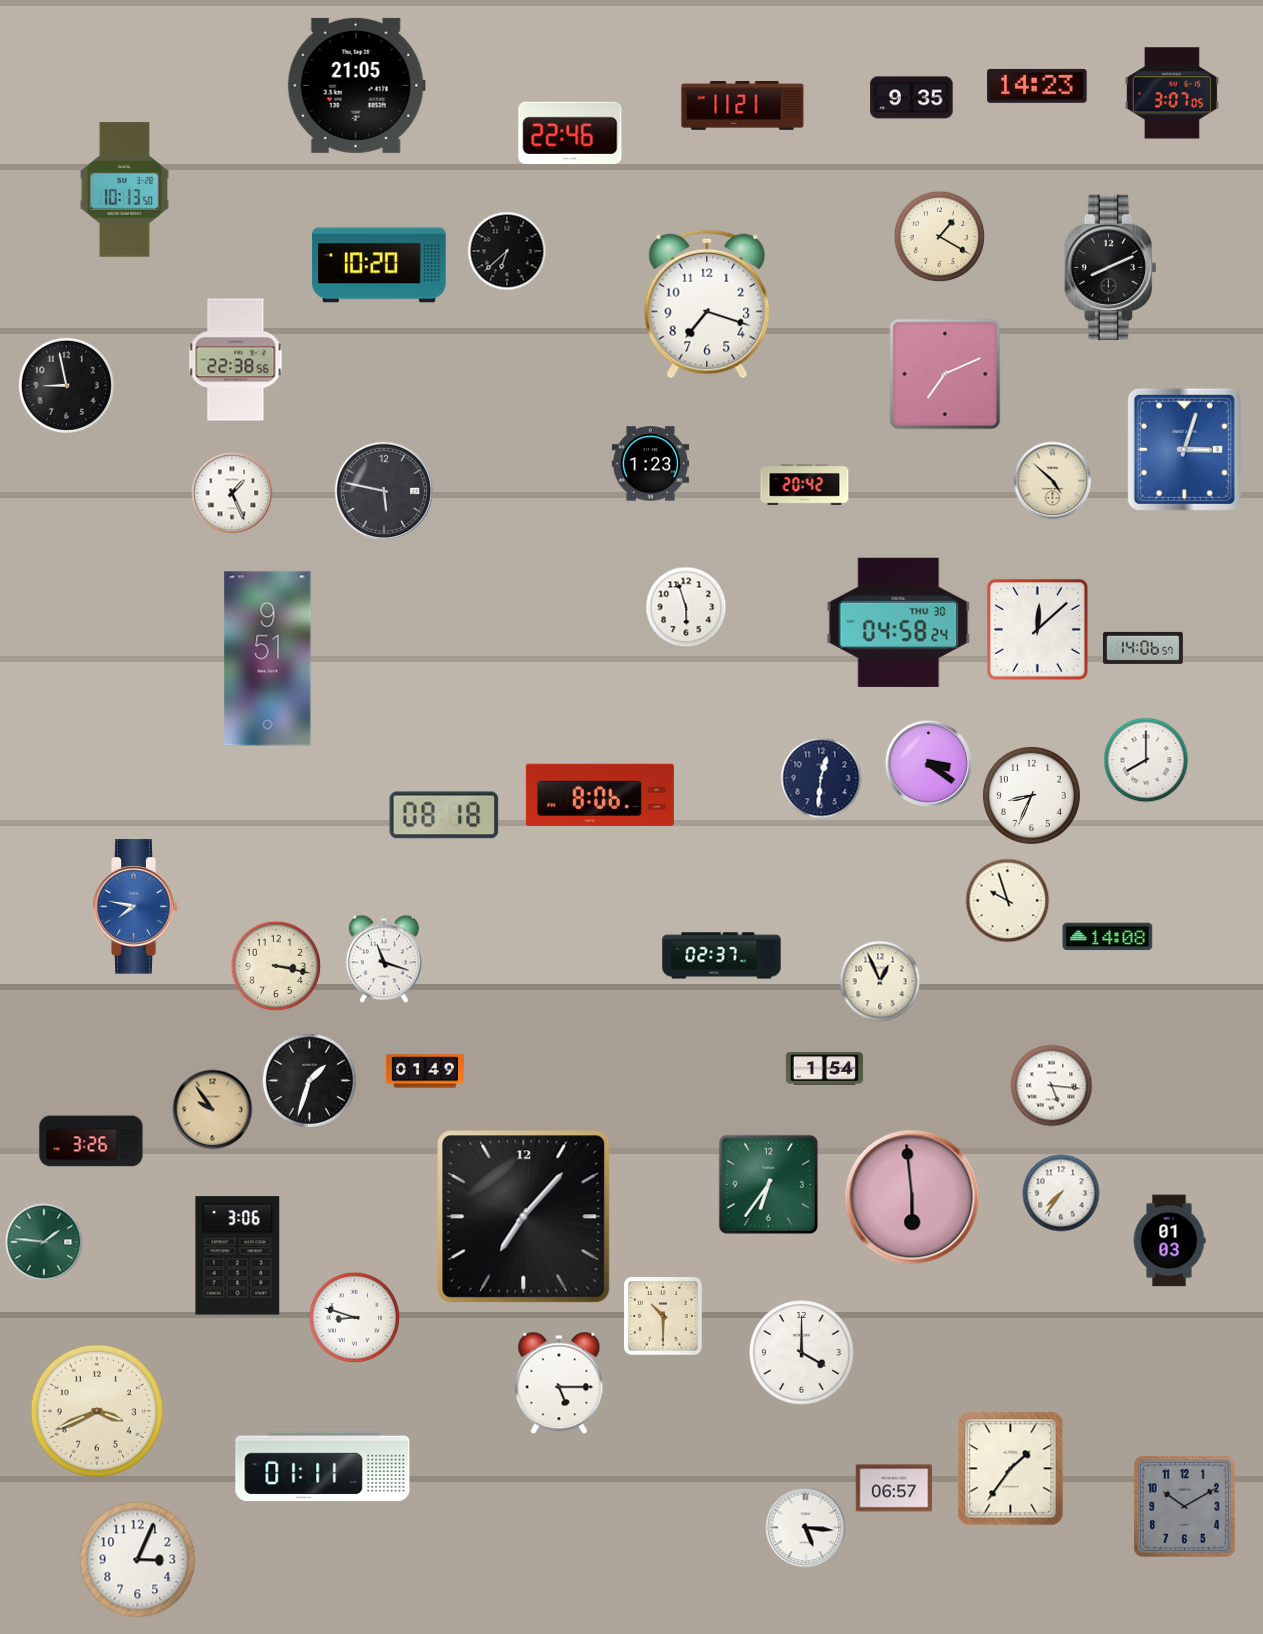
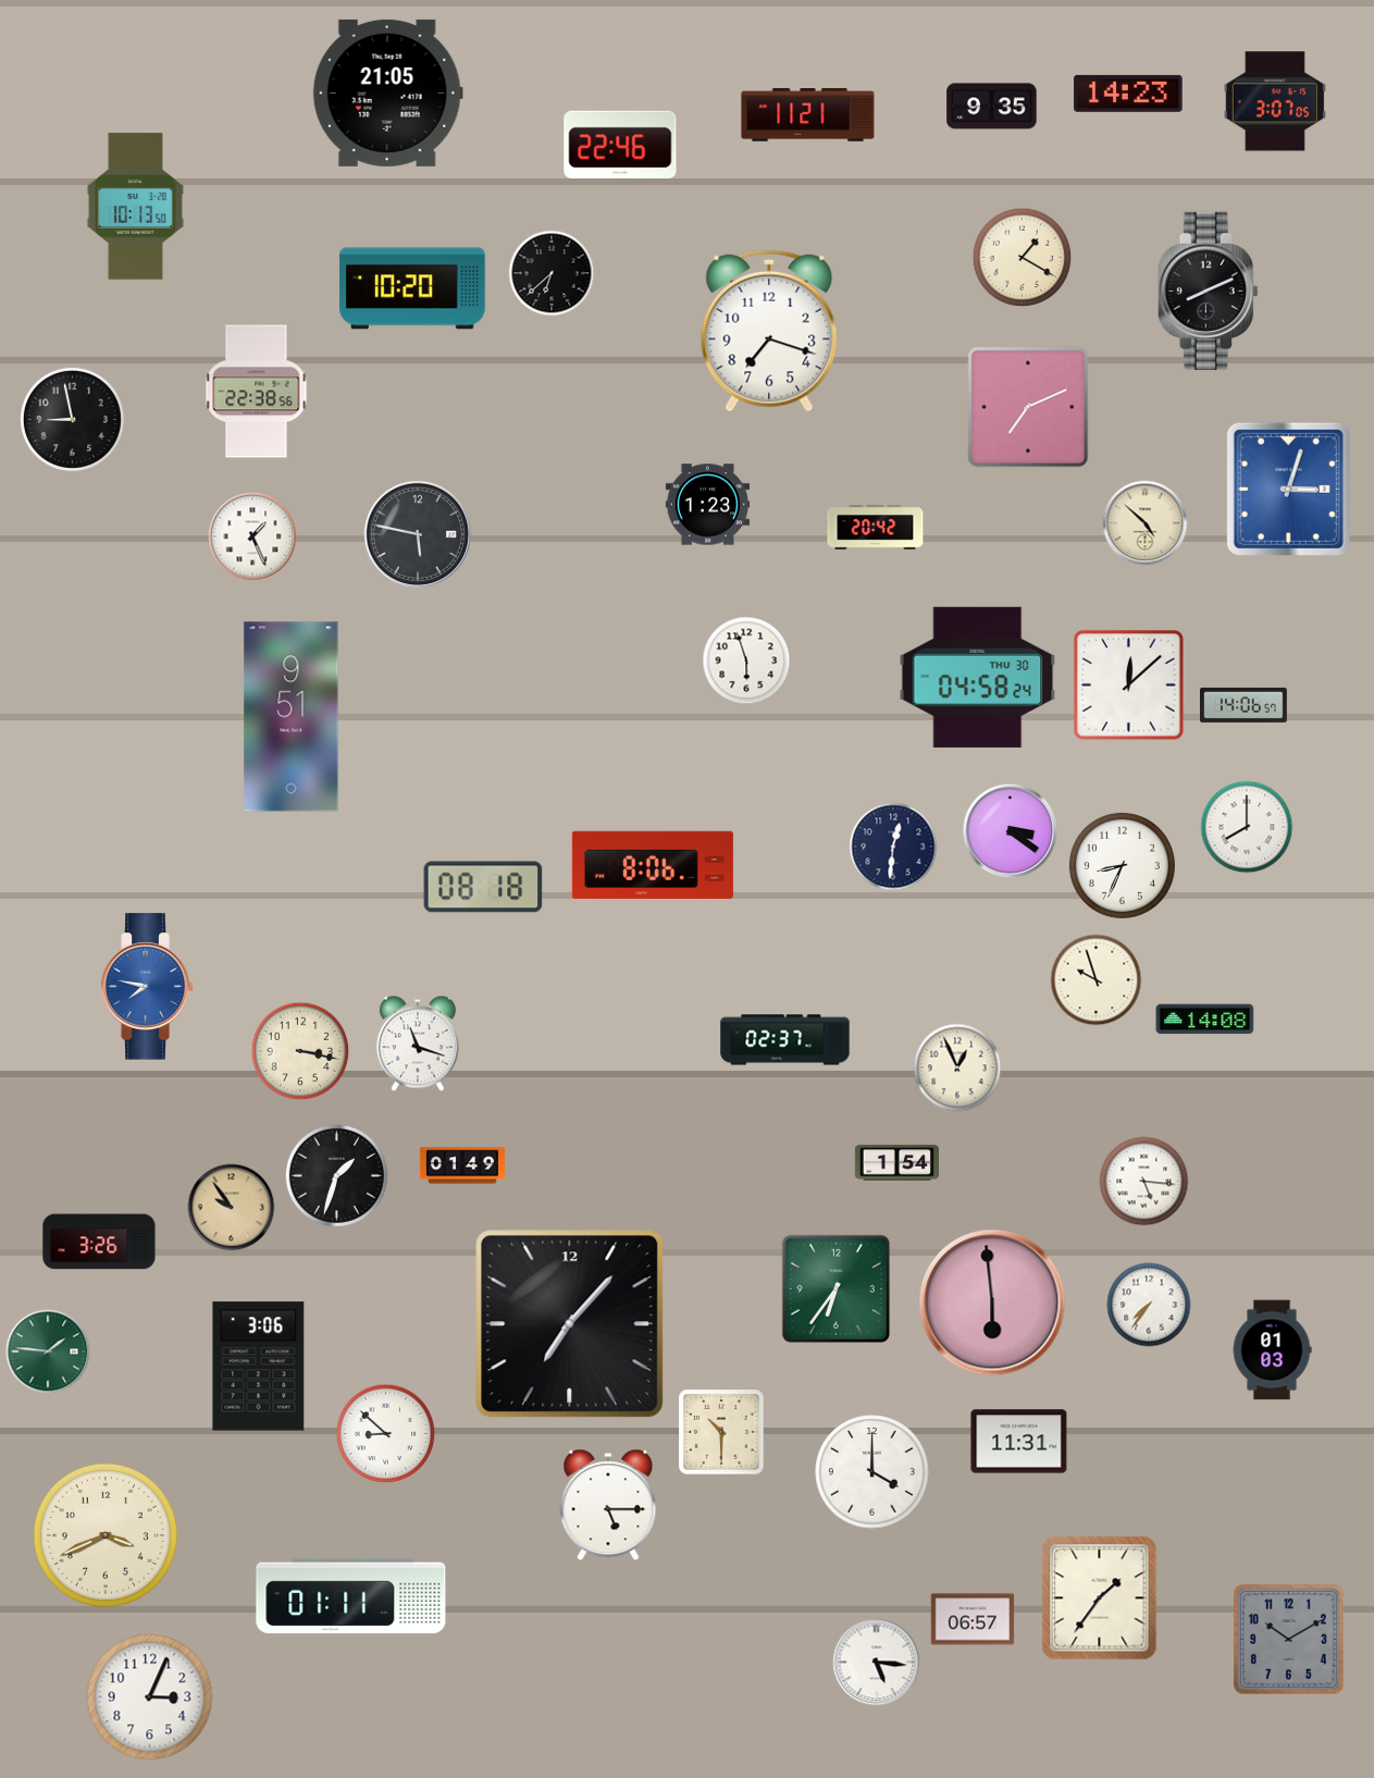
clock at (1061, 1193) position: (1061, 1193) -> (1149, 1305)
clock at (355, 1318): 8:48 -> 8:52
clock at (1019, 1442): none -> 11:31
